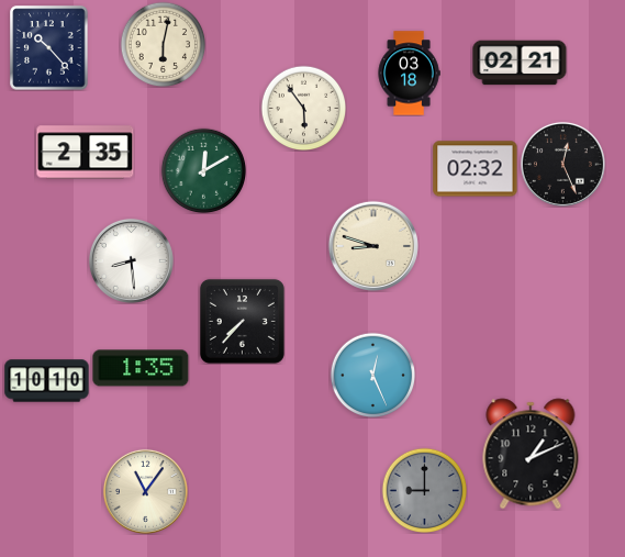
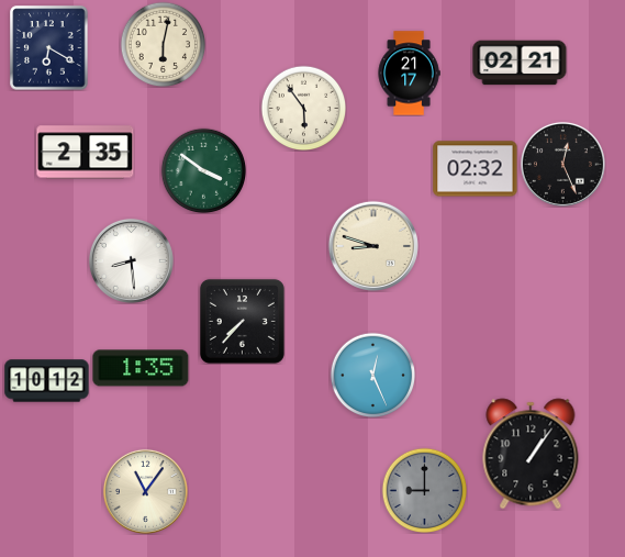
clock at (49, 48): 10:23 -> 6:20
clock at (409, 74): 03:18 -> 21:17
clock at (203, 170): 12:10 -> 3:51
clock at (47, 381): 10:10 -> 10:12
clock at (531, 454): 1:11 -> 1:06
